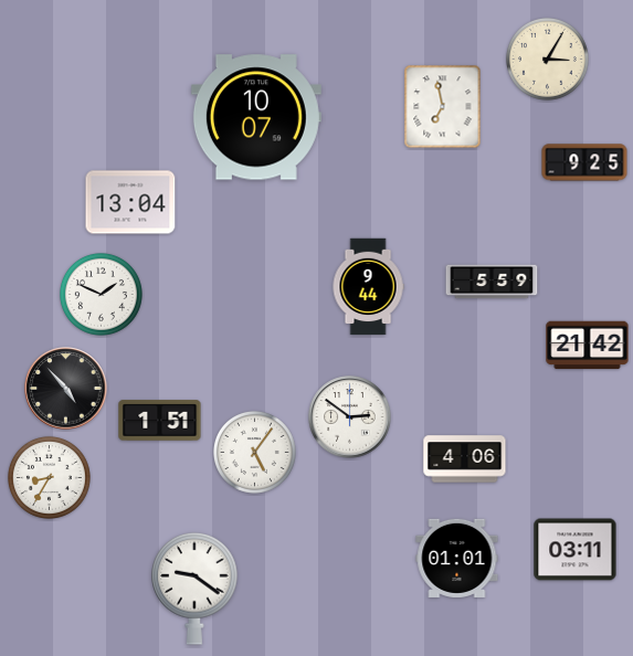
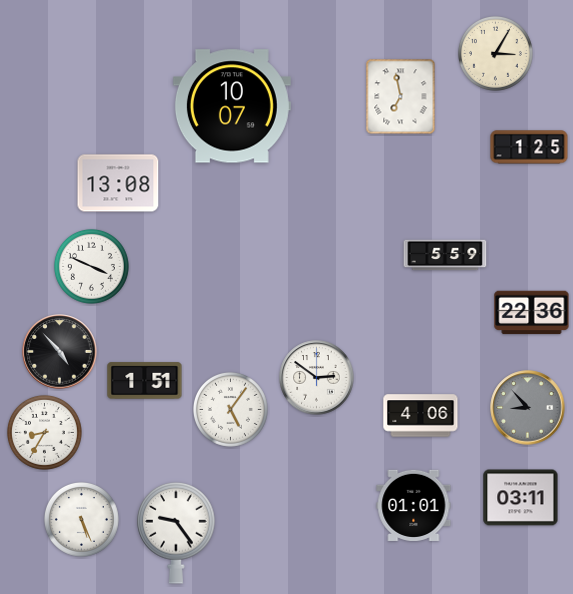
clock at (584, 162): 9:25 -> 1:25
clock at (130, 202): 13:04 -> 13:08
clock at (368, 287): 9:44 -> none
clock at (101, 294): 1:49 -> 3:49
clock at (588, 346): 21:42 -> 22:36
clock at (528, 408): none -> 8:53
clock at (81, 519): none -> 5:26
clock at (194, 589): 9:21 -> 9:24
